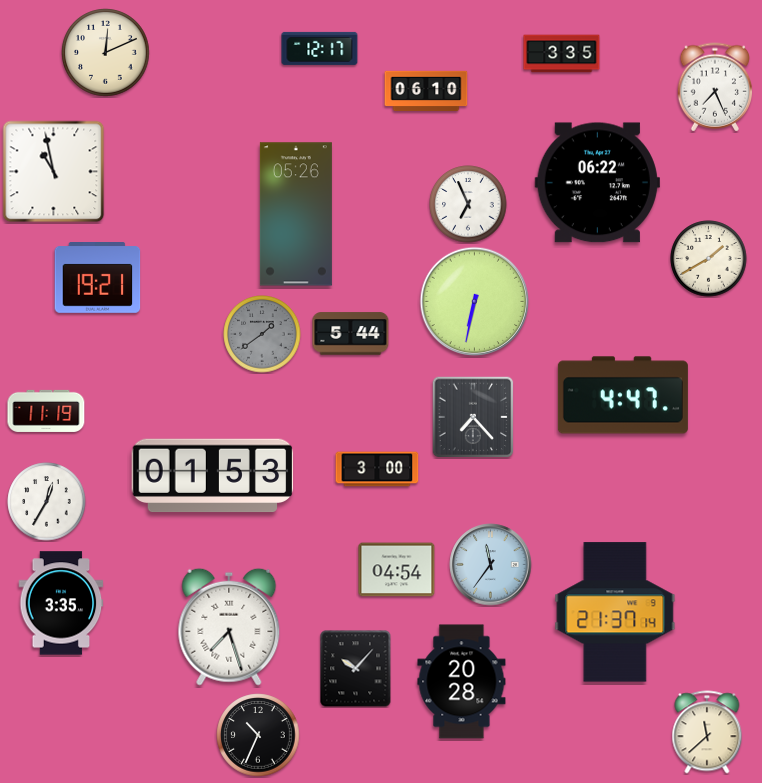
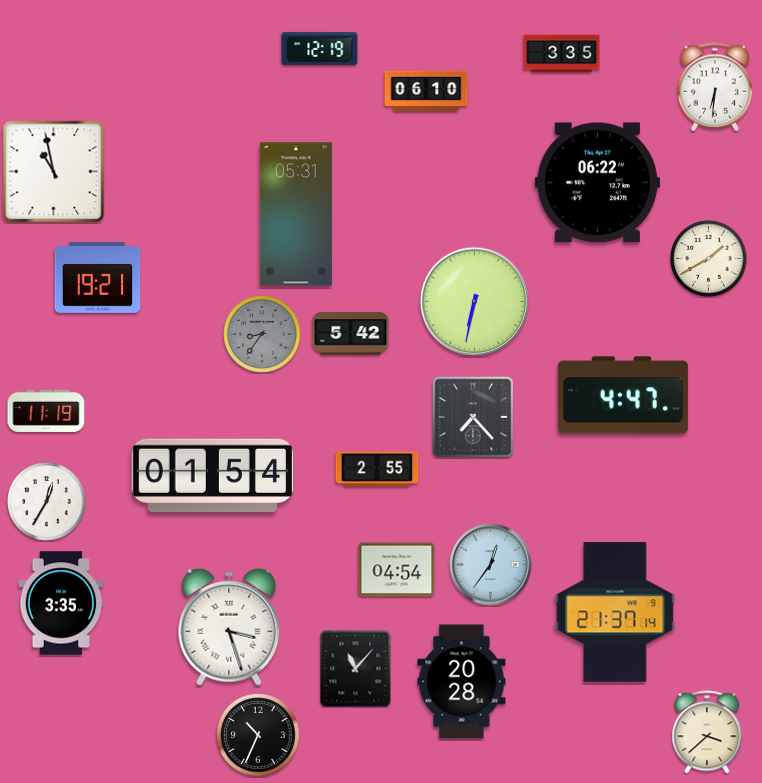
clock at (320, 48): 12:17 -> 12:19
clock at (106, 53): 12:11 -> none
clock at (715, 87): 7:26 -> 6:31
clock at (468, 204): 6:56 -> none
clock at (296, 214): 05:26 -> 05:31
clock at (262, 334): 1:39 -> 8:36
clock at (351, 334): 5:44 -> 5:42
clock at (377, 469): 3:00 -> 2:55
clock at (213, 476): 01:53 -> 01:54
clock at (491, 565): 11:36 -> 12:36
clock at (229, 627): 7:27 -> 3:27
clock at (356, 669): 10:07 -> 11:07
clock at (707, 732): 11:38 -> 3:38
